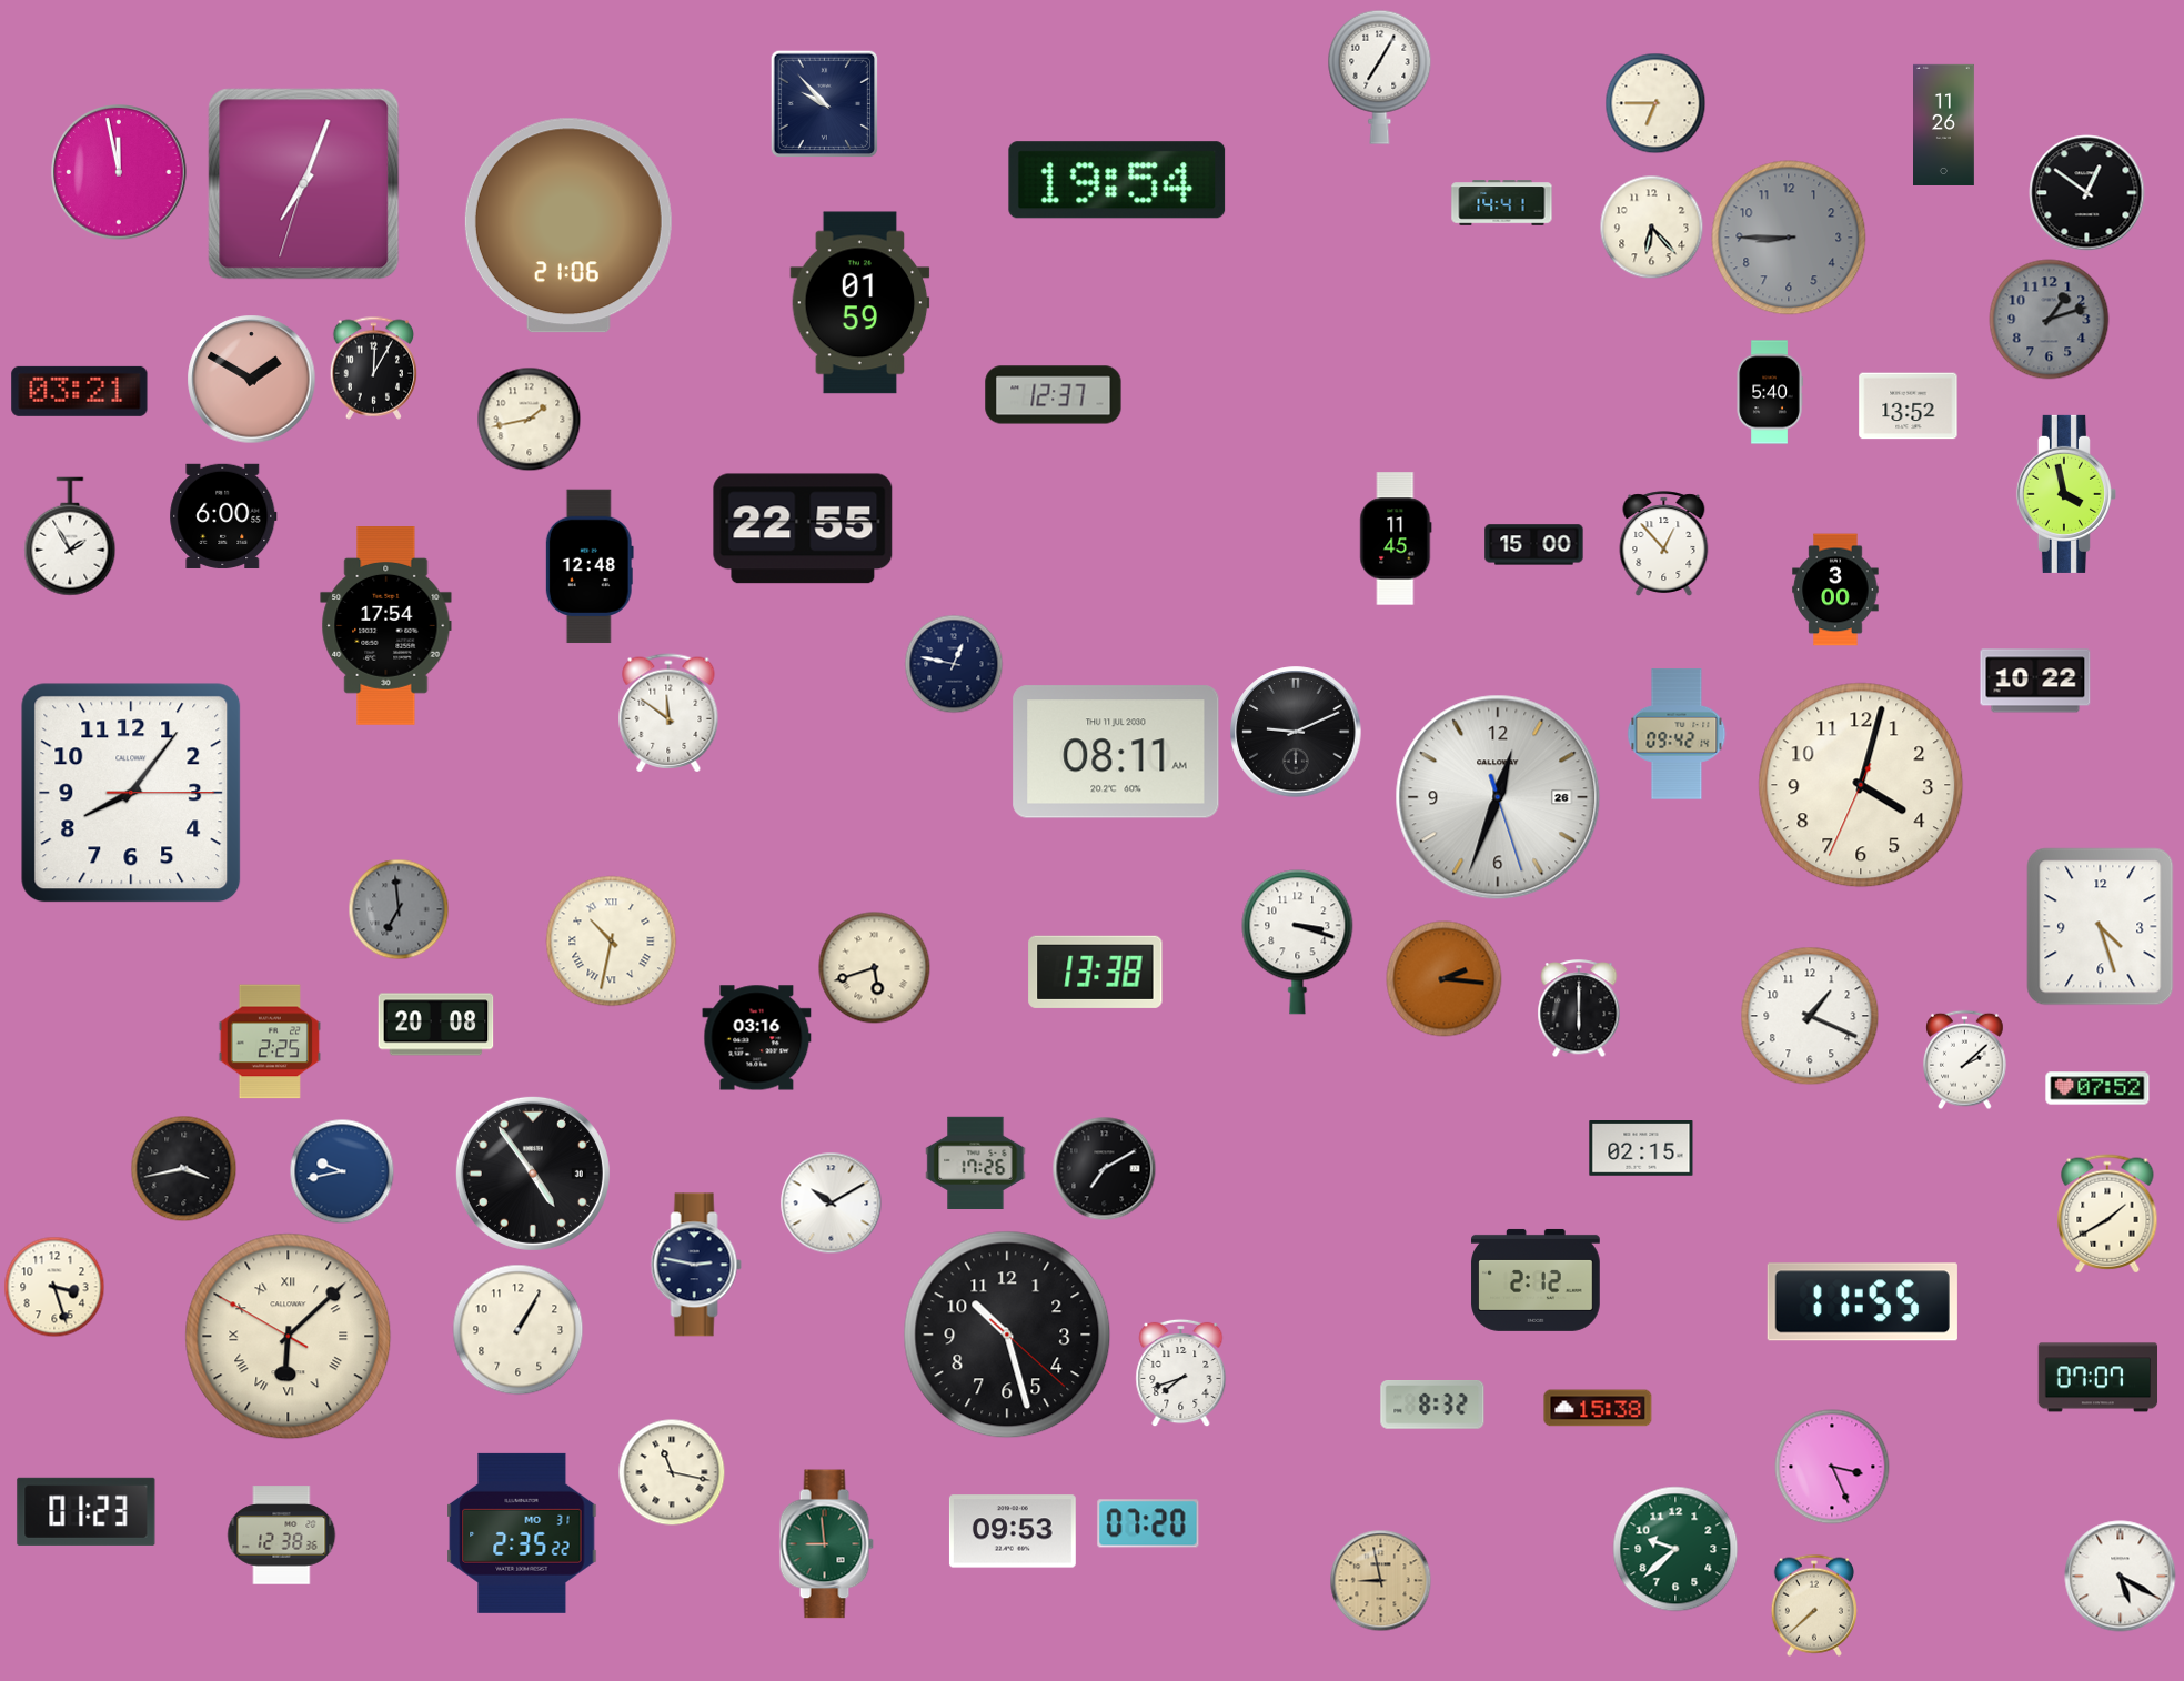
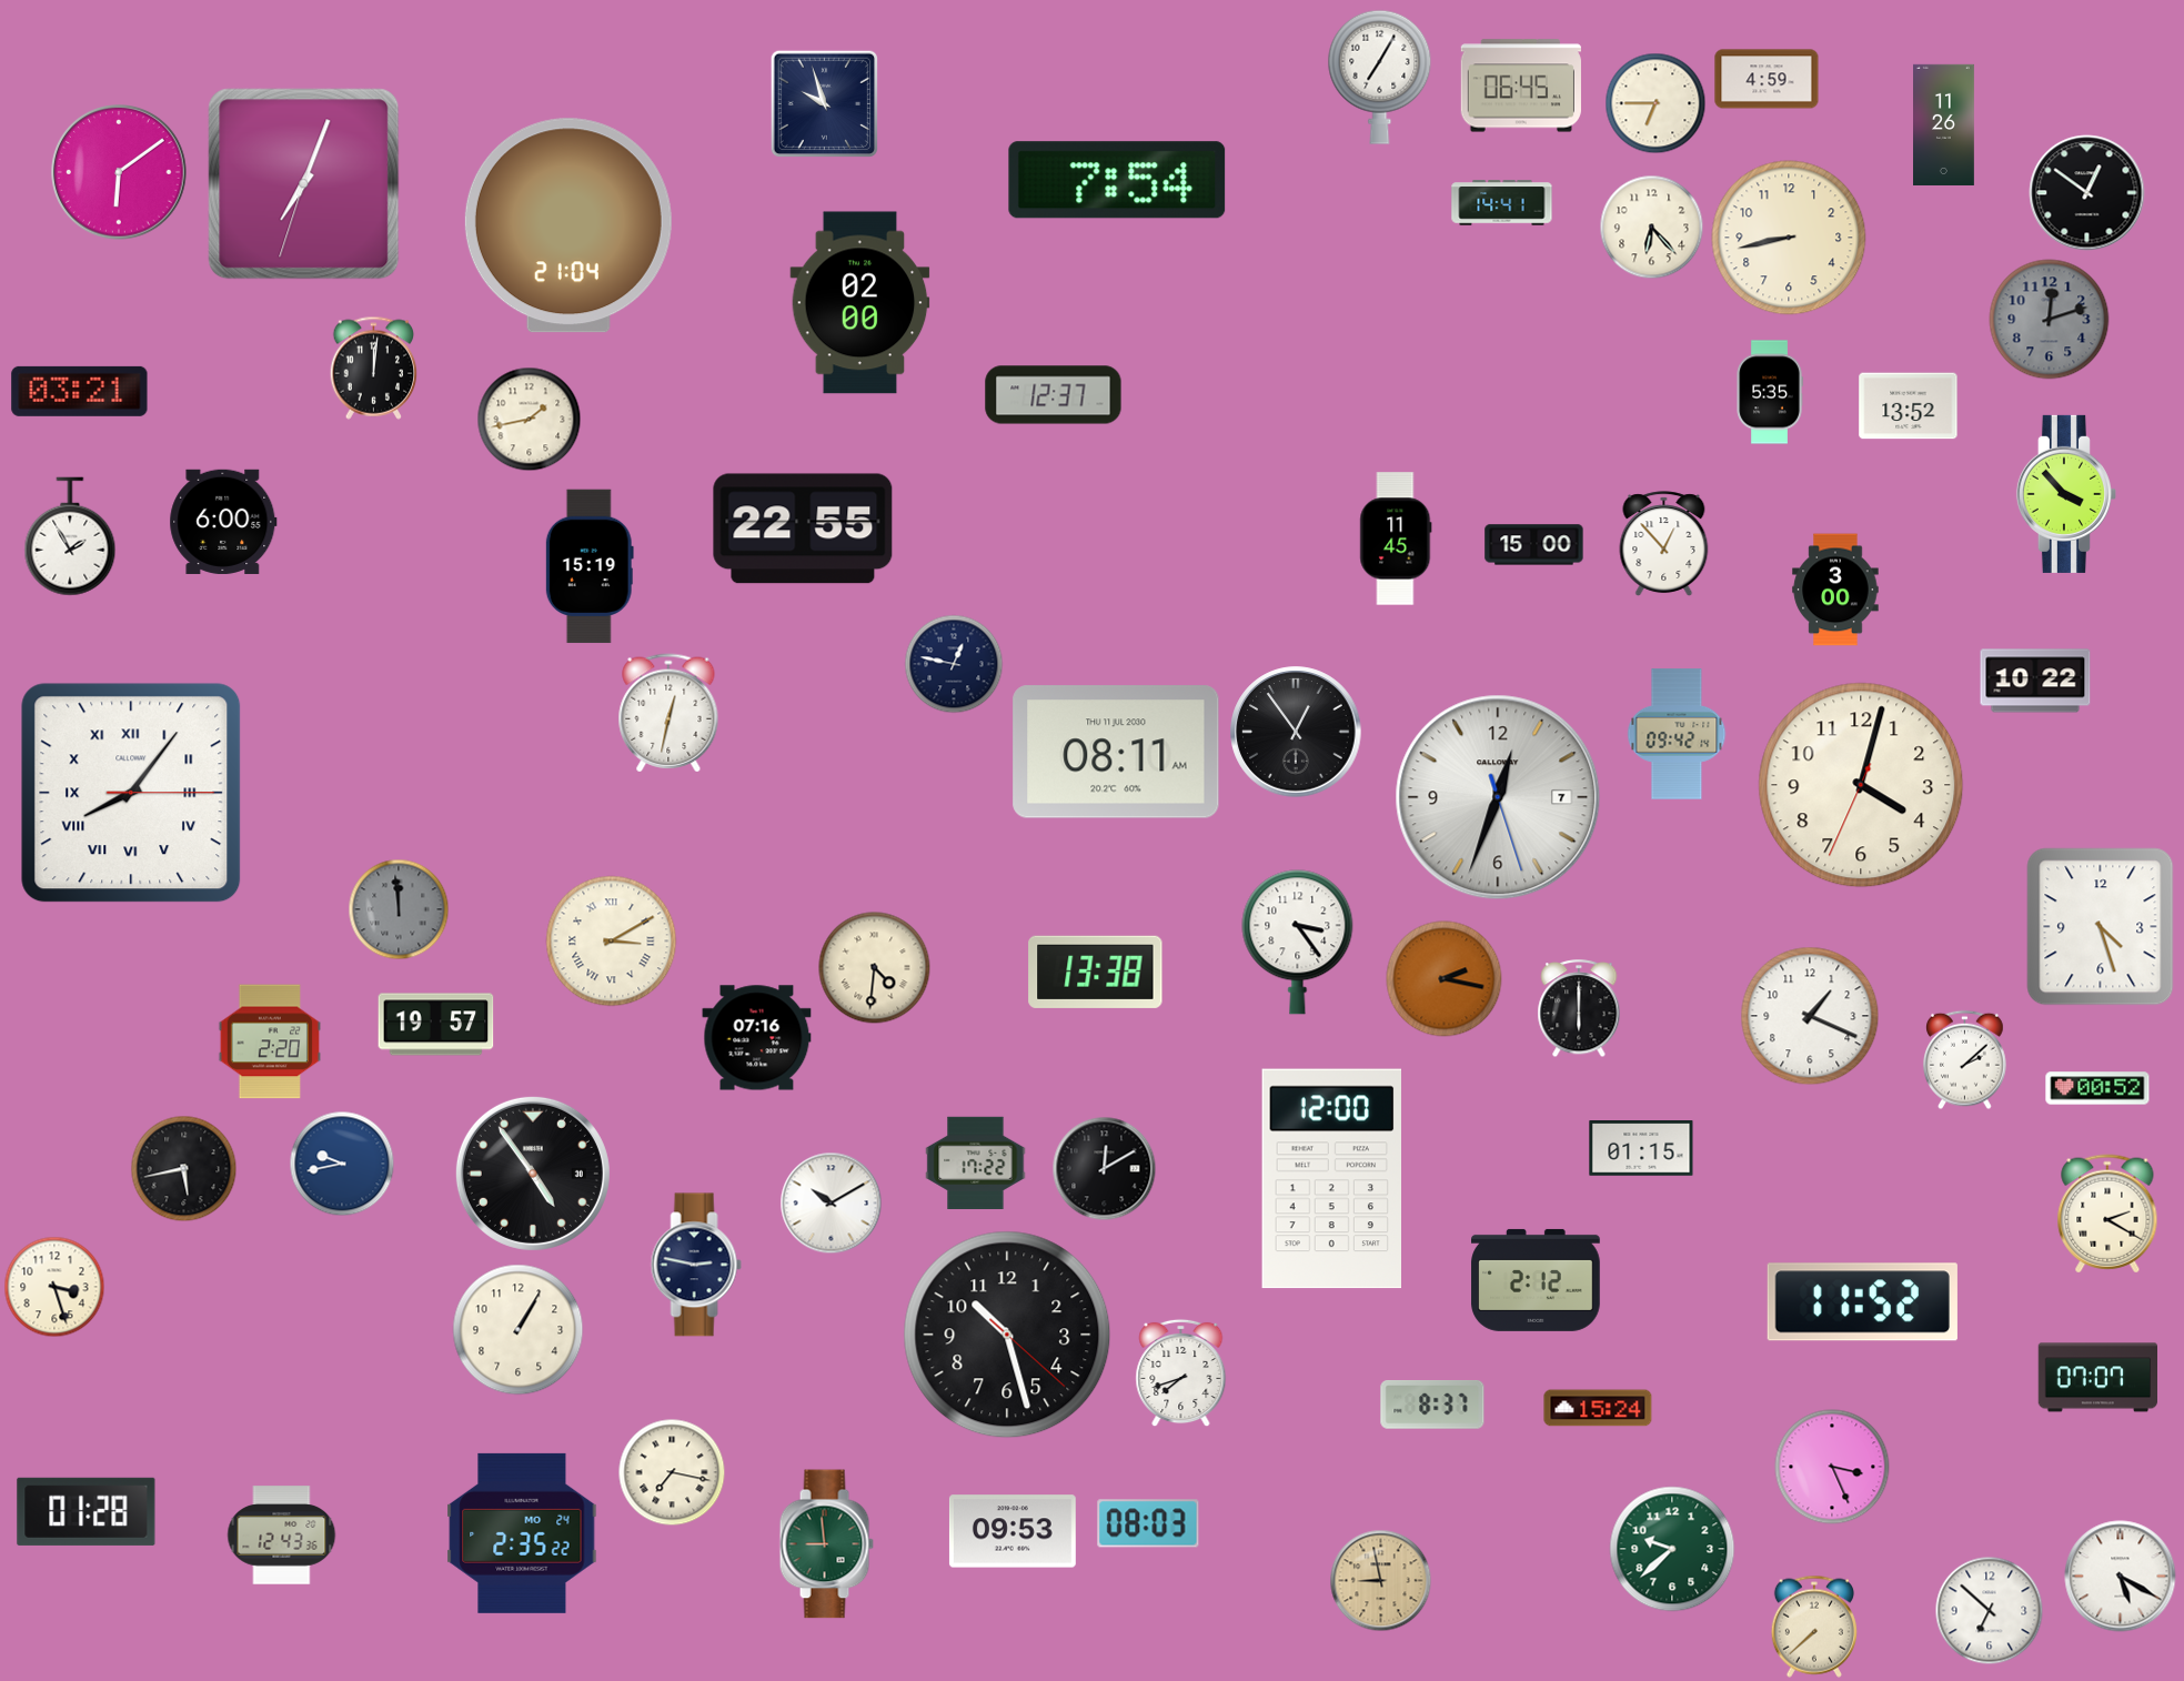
clock at (1767, 79): none -> 4:59
clock at (1521, 85): none -> 06:45
clock at (824, 103): 9:53 -> 9:57
clock at (119, 172): 11:58 -> 6:09
clock at (1117, 180): 19:54 -> 7:54
clock at (568, 225): 21:06 -> 21:04
clock at (1789, 238): 8:45 -> 8:43
clock at (1789, 238) dial: grey -> cream
clock at (860, 303): 01:59 -> 02:00
clock at (2050, 320): 1:12 -> 12:12
clock at (374, 368): 12:05 -> 12:01
clock at (252, 380): 1:50 -> none
clock at (1770, 392): 5:40 -> 5:35
clock at (2066, 494): 3:58 -> 3:53
clock at (223, 516) position: (223, 516) -> (223, 522)
clock at (590, 566): 12:48 -> 15:19
clock at (386, 626): 17:54 -> none
clock at (668, 713): 11:51 -> 12:32
clock at (1296, 732): 9:11 -> 12:54
clock at (131, 793) numerals: Arabic -> Roman
clock at (1498, 797) date: 26 -> 7
clock at (399, 909): 6:59 -> 11:59
clock at (612, 942): 10:32 -> 3:10
clock at (1298, 943): 3:18 -> 3:24
clock at (875, 968): 5:42 -> 4:31
clock at (1445, 979): 2:16 -> 2:17
clock at (436, 1025): 20:08 -> 19:57
clock at (757, 1038): 03:16 -> 07:16
clock at (270, 1041): 2:25 -> 2:20
clock at (2097, 1088): 07:52 -> 00:52
clock at (1641, 1148): 02:15 -> 01:15
clock at (976, 1162): 17:26 -> 17:22
clock at (184, 1169): 3:43 -> 5:43
clock at (1105, 1169): 7:10 -> 12:10
clock at (342, 1171) position: (342, 1171) -> (342, 1164)
clock at (1332, 1179): none -> 12:00
clock at (2107, 1214): 1:40 -> 2:20
clock at (1862, 1302): 11:55 -> 11:52
clock at (289, 1337): 6:07 -> none
clock at (1432, 1406): 8:32 -> 8:37
clock at (1598, 1408): 15:38 -> 15:24
clock at (672, 1472): 11:17 -> 7:17
clock at (87, 1511): 01:23 -> 01:28
clock at (1148, 1523): 07:20 -> 08:03
clock at (522, 1533) date: MO 31 -> MO 24
clock at (282, 1536): 12:38 -> 12:43
clock at (1675, 1549) position: (1675, 1549) -> (1672, 1549)
clock at (1814, 1605) position: (1814, 1605) -> (1814, 1627)
clock at (1990, 1611): none -> 6:52
